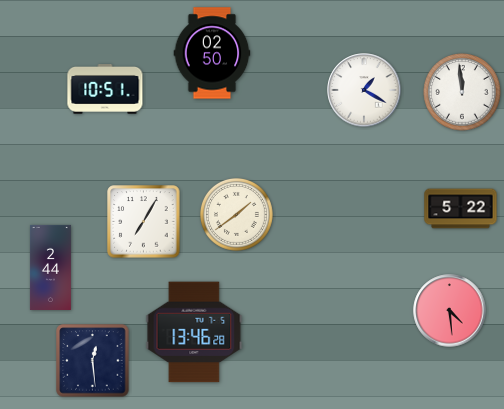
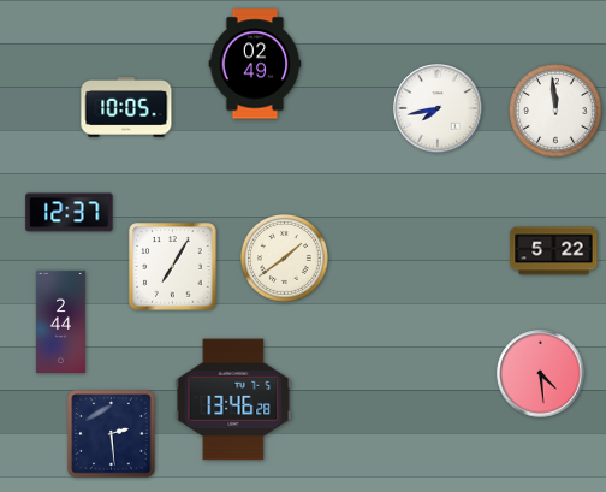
clock at (212, 53): 02:50 -> 02:49
clock at (105, 90): 10:51 -> 10:05
clock at (364, 90): 1:20 -> 7:43
clock at (70, 213): none -> 12:37
clock at (93, 361): 12:29 -> 2:29
